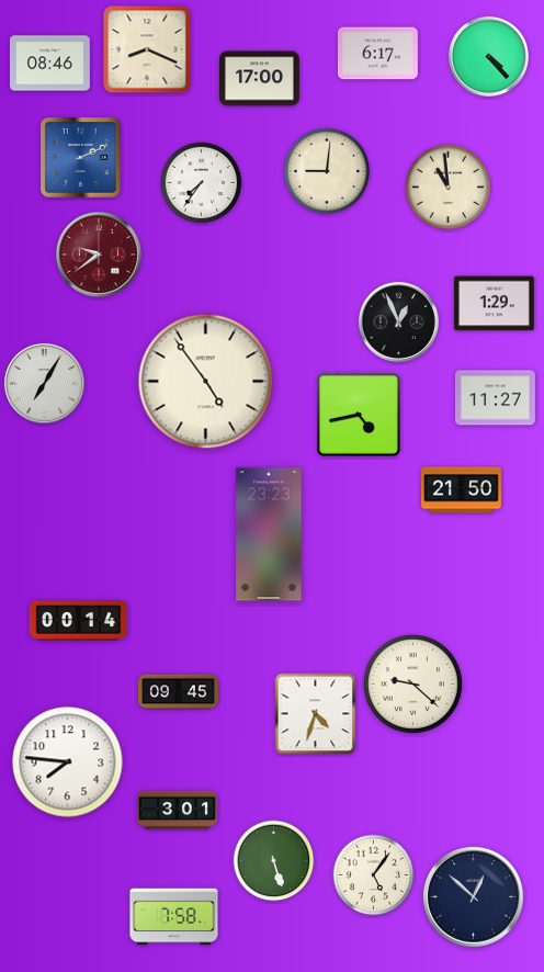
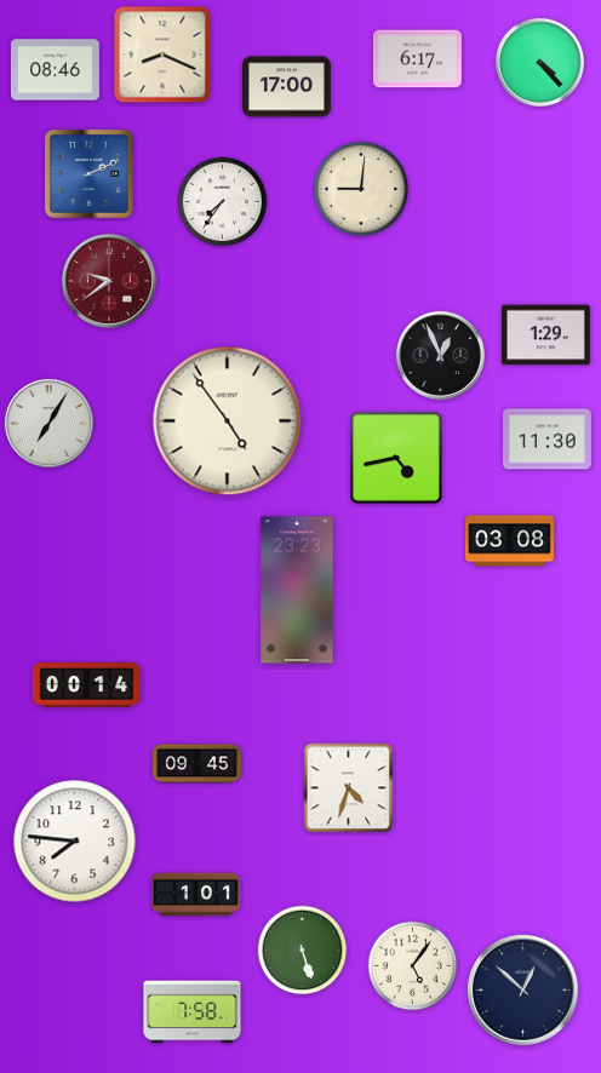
clock at (449, 188): 10:59 -> none
clock at (495, 398): 11:27 -> 11:30
clock at (462, 490): 21:50 -> 03:08
clock at (412, 683): 9:22 -> none
clock at (178, 811): 3:01 -> 1:01
